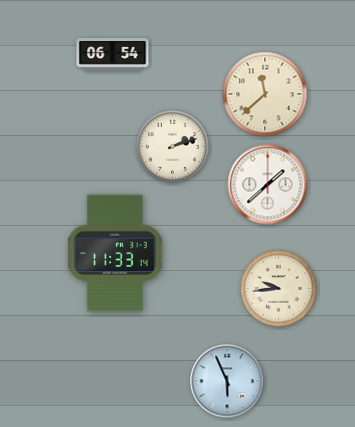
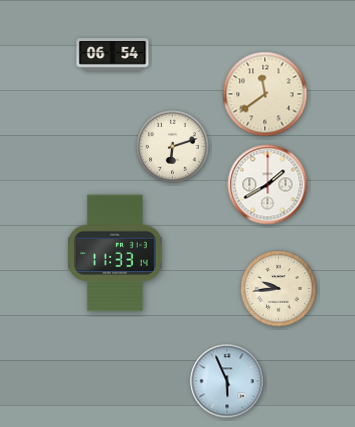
clock at (265, 94): 11:38 -> 11:39
clock at (173, 147): 2:12 -> 6:12
clock at (268, 185): 1:38 -> 1:40
